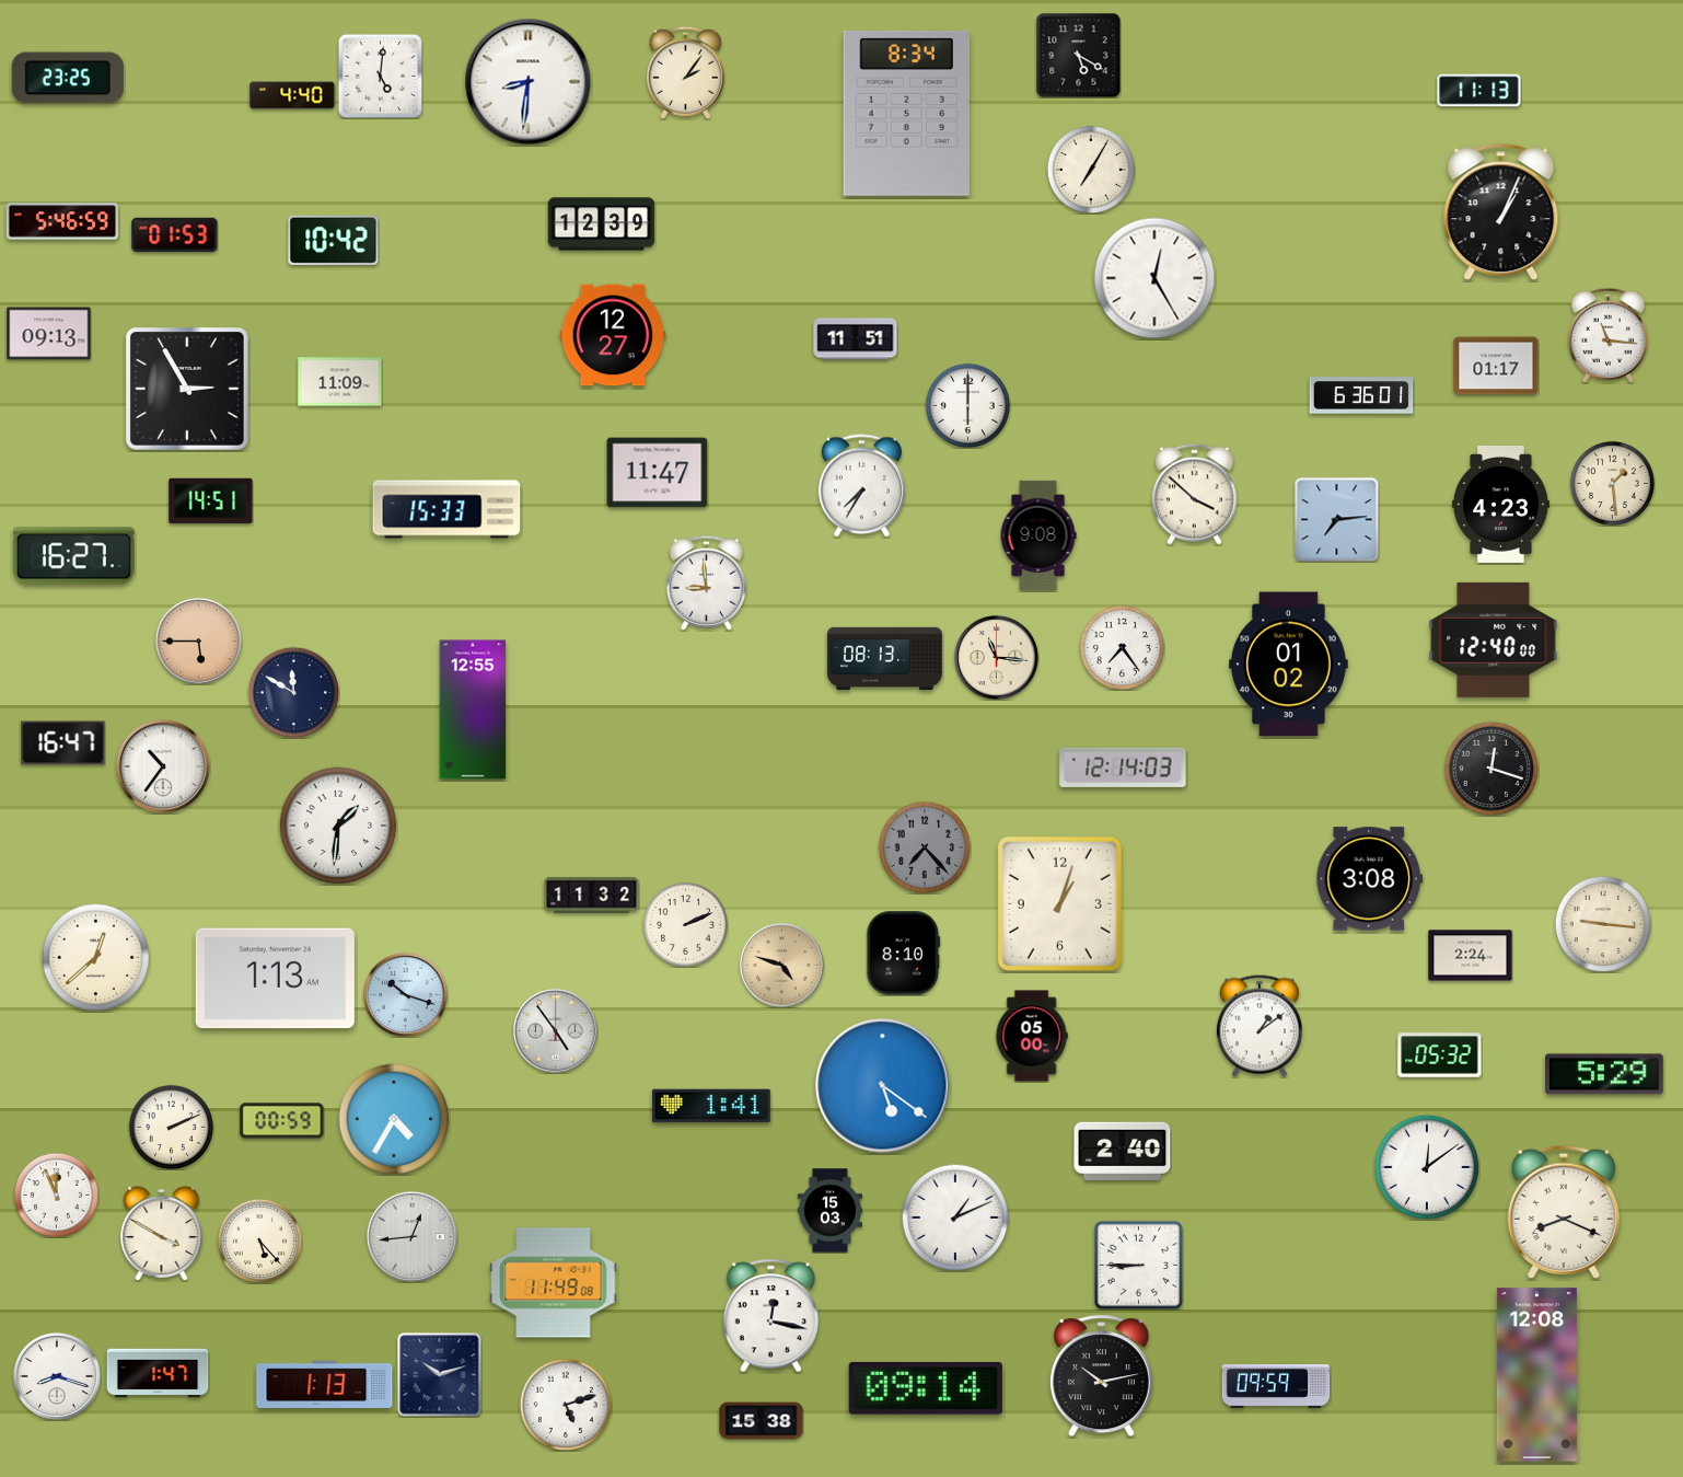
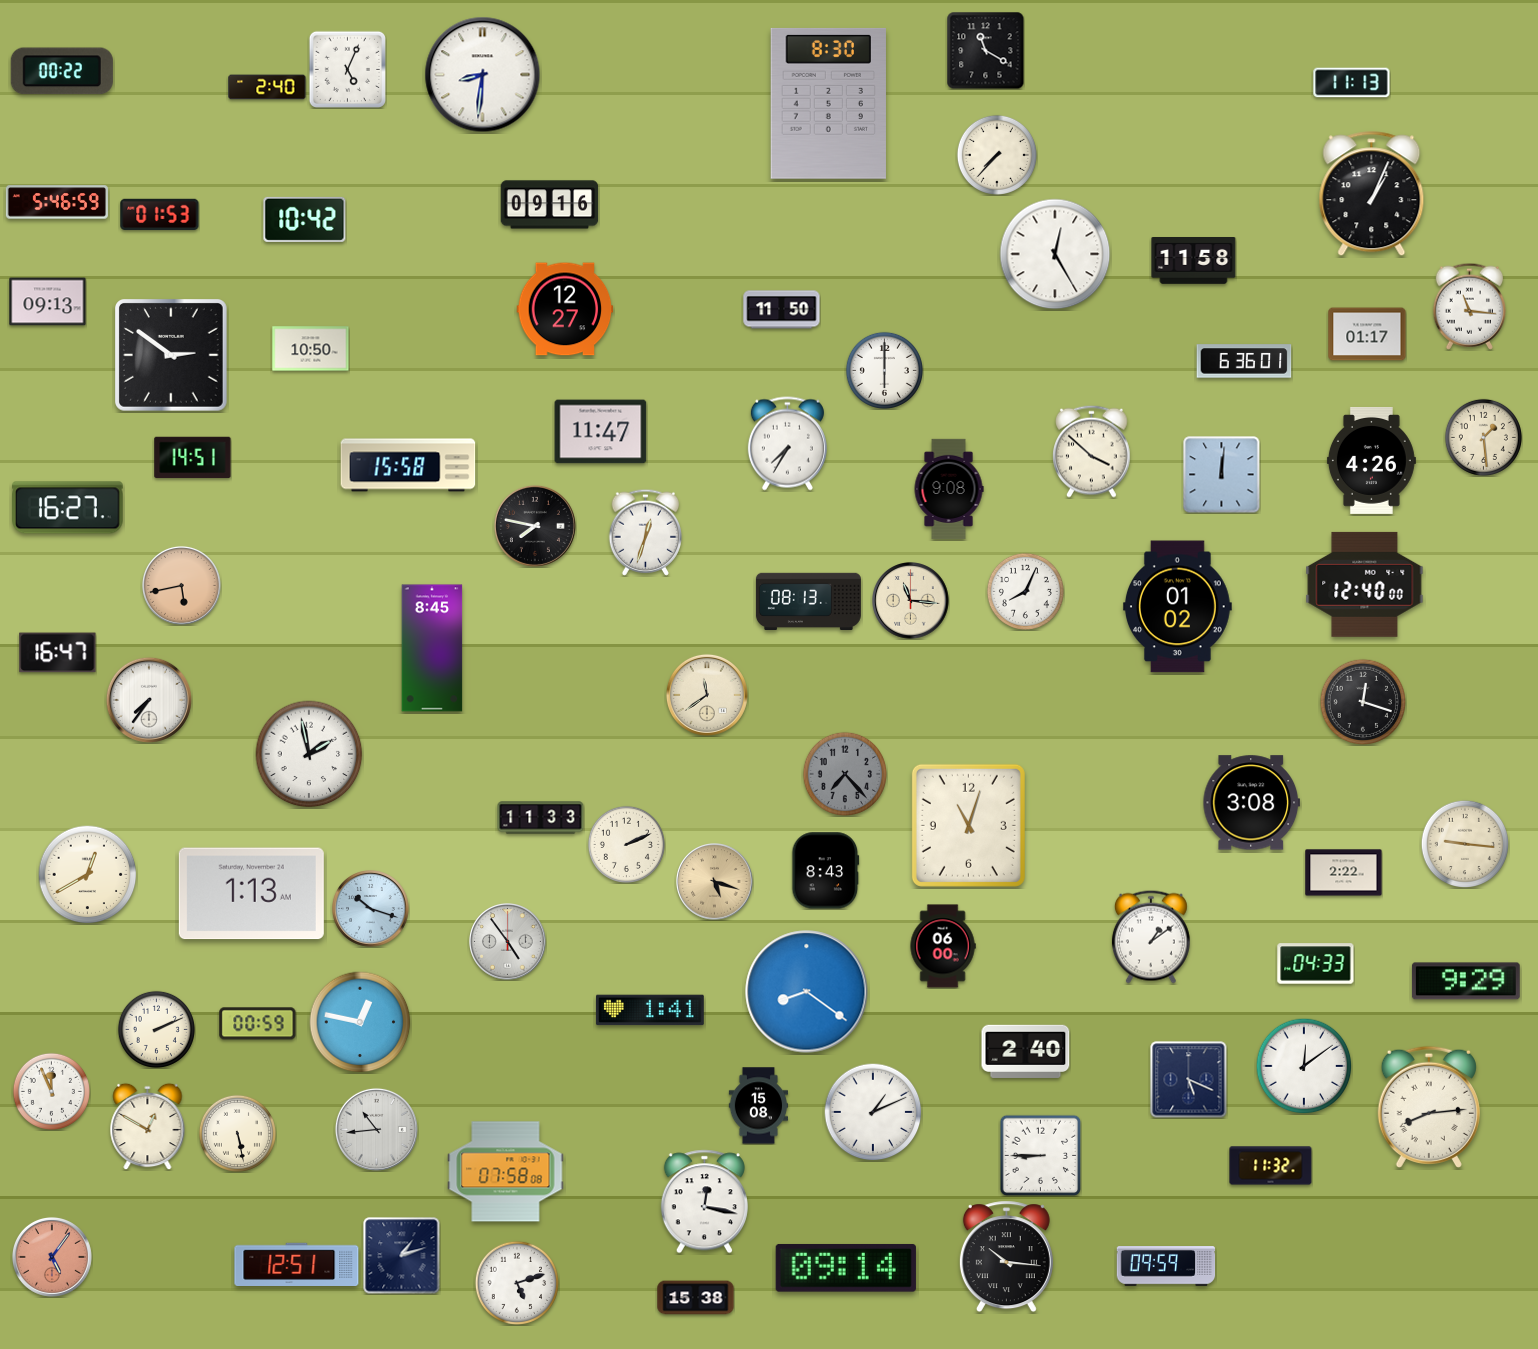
clock at (1078, 55): 5:20 -> 11:20
clock at (685, 72): 2:06 -> none
clock at (380, 76): 5:01 -> 5:04
clock at (68, 78): 23:25 -> 00:22
clock at (292, 95): 4:40 -> 2:40
clock at (906, 113): 8:34 -> 8:30
clock at (1091, 170): 7:05 -> 7:37
clock at (602, 224): 12:39 -> 09:16
clock at (1194, 261): none -> 11:58
clock at (49, 334) position: (49, 334) -> (48, 302)
clock at (613, 335) position: (613, 335) -> (565, 309)
clock at (856, 339): 11:51 -> 11:50
clock at (340, 382): 11:09 -> 10:50
clock at (188, 390): 2:55 -> 2:51
clock at (1612, 483) position: (1612, 483) -> (1483, 437)
clock at (1500, 504): 4:23 -> 4:26
clock at (446, 509): 15:33 -> 15:58
clock at (1337, 520): 7:14 -> 12:01
clock at (535, 526): none -> 7:47
clock at (707, 582): 8:59 -> 12:33
clock at (198, 641): 5:45 -> 5:43
clock at (1122, 647): 7:24 -> 8:04
clock at (293, 692): 11:50 -> none
clock at (473, 709): 12:55 -> 8:45
clock at (63, 743) position: (63, 743) -> (58, 653)
clock at (707, 695): none -> 11:39
clock at (163, 766): 10:36 -> 7:36
clock at (1123, 768): 12:14 -> none
clock at (338, 826): 1:31 -> 1:58
clock at (592, 896): 11:32 -> 11:33
clock at (1059, 903): 1:03 -> 11:03
clock at (904, 954): 8:10 -> 8:43
clock at (1471, 956): 2:24 -> 2:22
clock at (96, 958): 12:38 -> 12:40
clock at (782, 966): 4:48 -> 5:18
clock at (1032, 1036): 05:00 -> 06:00
clock at (1440, 1055): 05:32 -> 04:33
clock at (1604, 1074): 5:29 -> 9:29
clock at (883, 1086): 5:21 -> 8:21
clock at (394, 1119): 4:35 -> 12:47
clock at (1189, 1080): none -> 5:19
clock at (829, 1211): 15:03 -> 15:08
clock at (1564, 1212): 8:19 -> 8:14
clock at (162, 1233): 3:50 -> 12:50
clock at (411, 1236): 12:44 -> 10:44
clock at (259, 1241): 5:23 -> 5:28
clock at (1271, 1166): none -> 11:32
clock at (554, 1283): 11:49 -> 07:58
clock at (158, 1373): 1:47 -> none
clock at (440, 1375): 10:12 -> 1:12
clock at (1536, 1375): 12:08 -> none
clock at (57, 1376): 8:18 -> 5:06
clock at (57, 1376) dial: white -> salmon
clock at (1101, 1376): 10:13 -> 10:16
clock at (325, 1385): 1:13 -> 12:51
